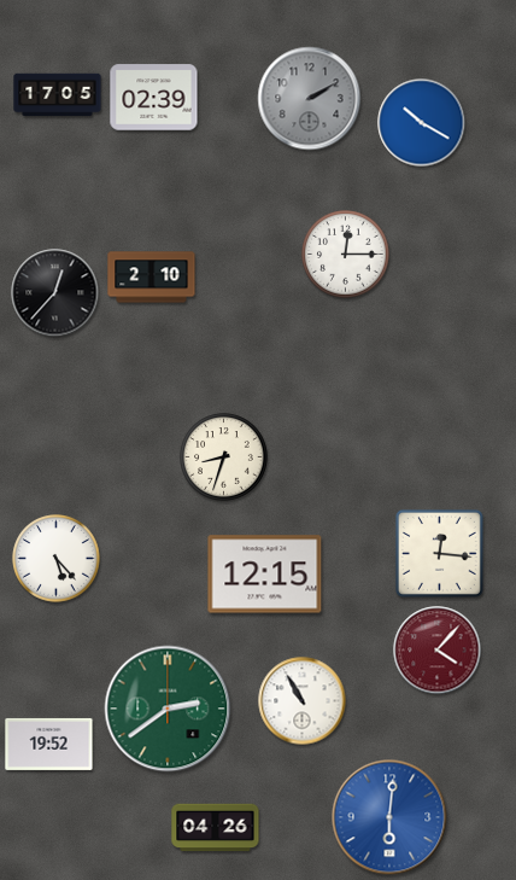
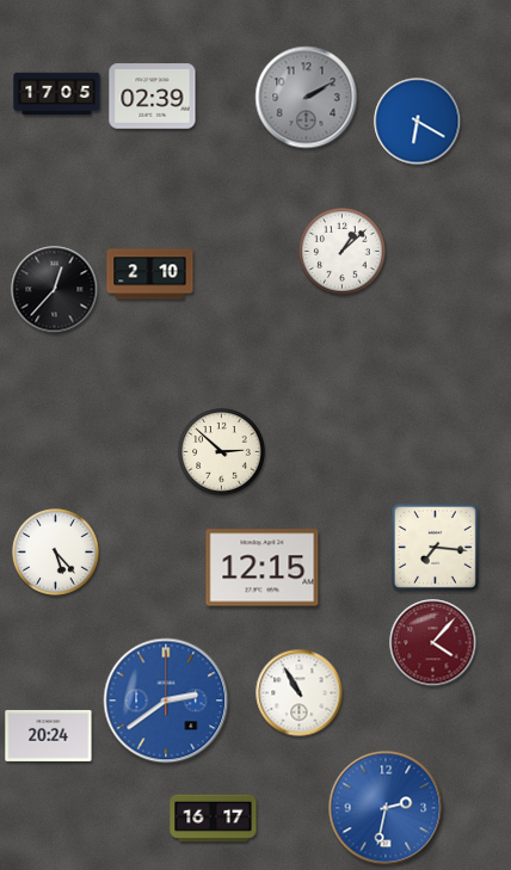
clock at (422, 123): 10:20 -> 6:20
clock at (346, 255): 12:15 -> 1:08
clock at (224, 458): 8:33 -> 2:52
clock at (439, 553): 12:16 -> 7:16
clock at (168, 709) dial: green -> blue
clock at (49, 744): 19:52 -> 20:24
clock at (389, 817): 6:01 -> 2:32
clock at (216, 828): 04:26 -> 16:17
